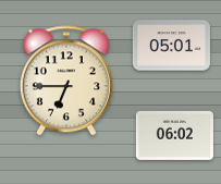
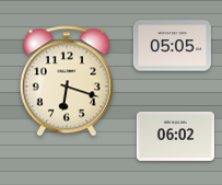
clock at (171, 46): 05:01 -> 05:05
clock at (66, 81): 6:45 -> 6:18
